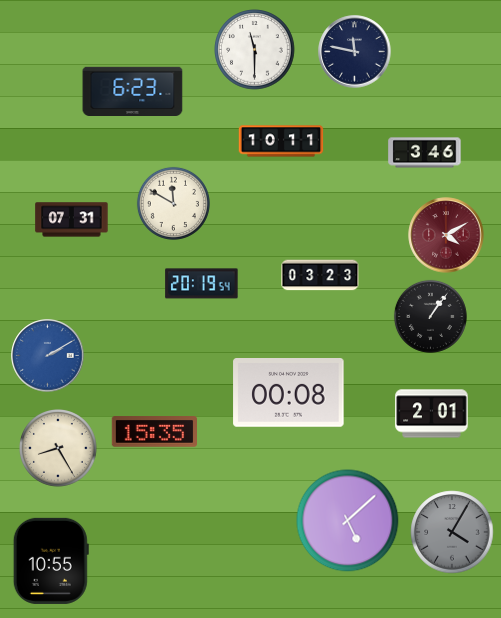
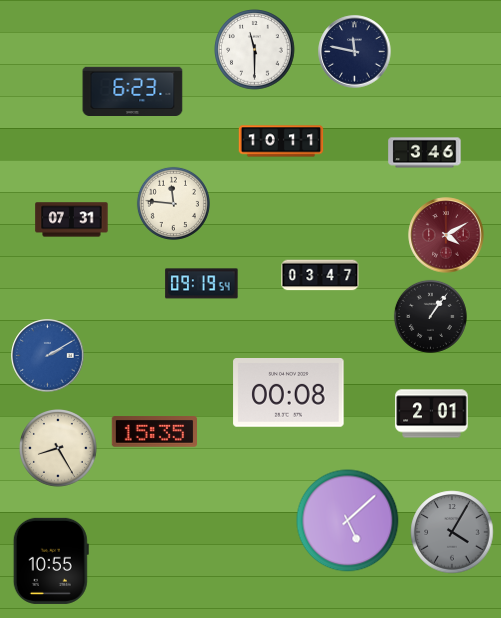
clock at (173, 203): 11:50 -> 11:46
clock at (320, 275): 03:23 -> 03:47
clock at (202, 284): 20:19 -> 09:19
